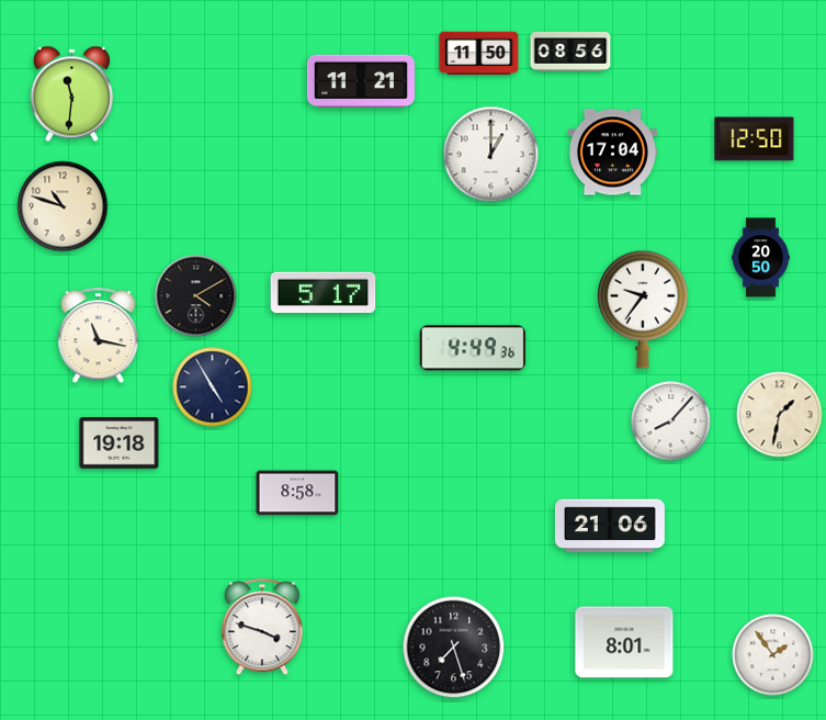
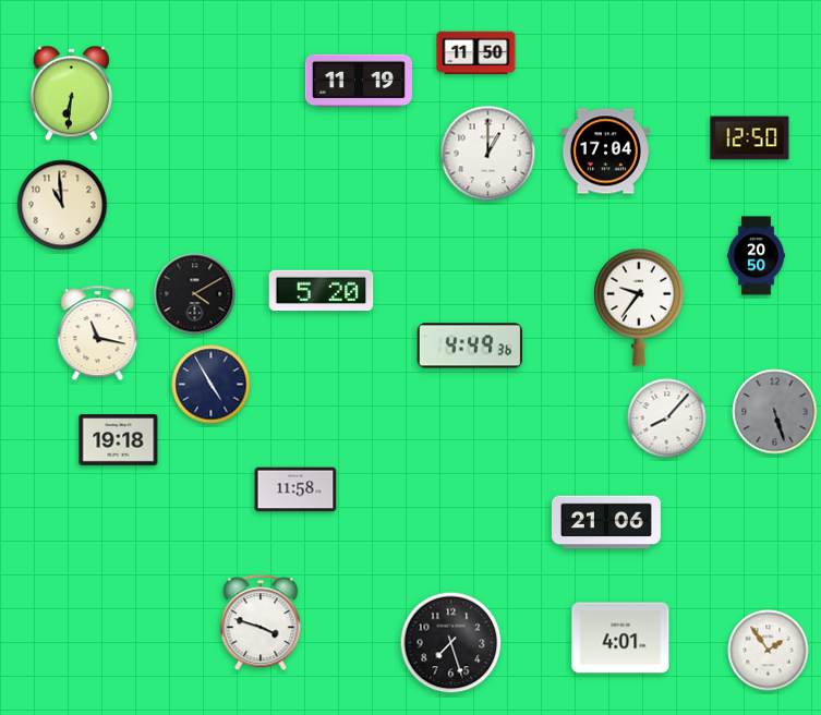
clock at (570, 52): 08:56 -> none
clock at (361, 81): 11:21 -> 11:19
clock at (71, 94): 11:31 -> 6:31
clock at (612, 153) position: (612, 153) -> (605, 152)
clock at (63, 206): 10:48 -> 10:59
clock at (324, 293): 5:17 -> 5:20
clock at (780, 415): 1:32 -> 5:27
clock at (780, 415) dial: cream -> grey
clock at (297, 493): 8:58 -> 11:58
clock at (624, 642): 8:01 -> 4:01
